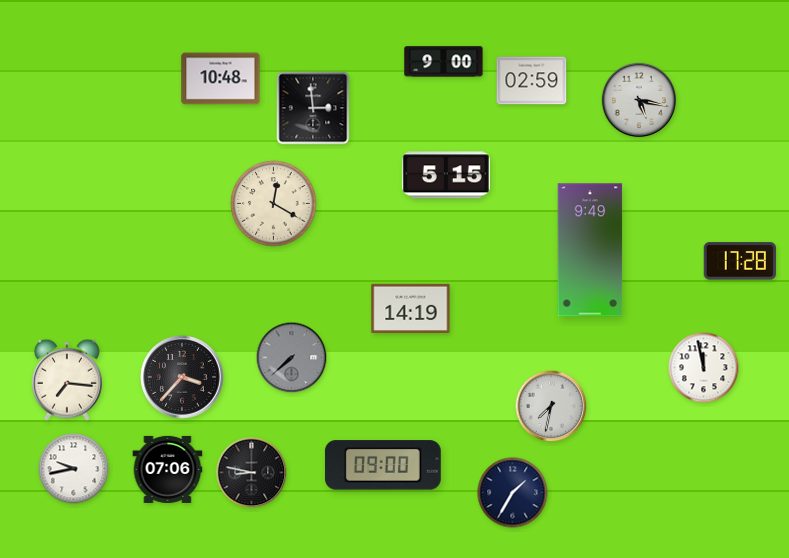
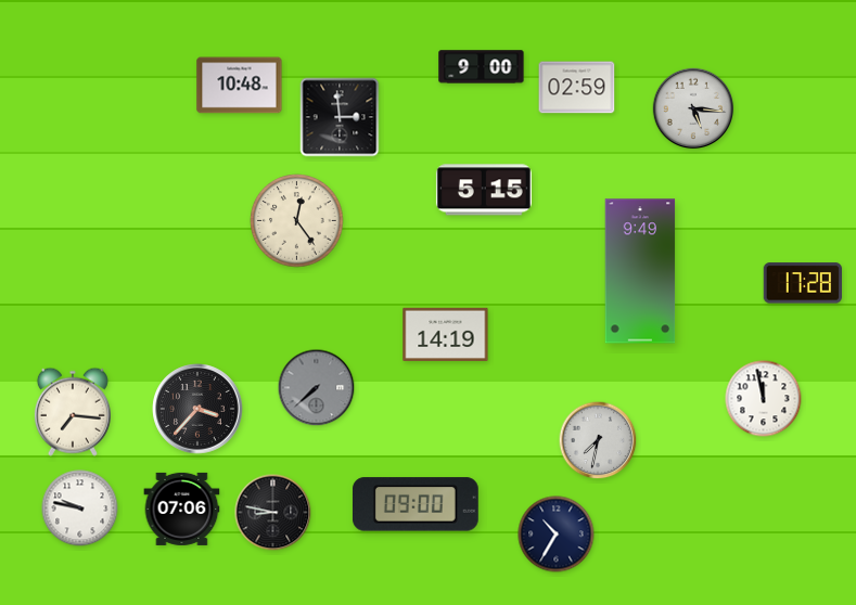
clock at (639, 100): 5:17 -> 5:16
clock at (274, 204): 12:20 -> 12:24
clock at (74, 469): 9:43 -> 9:47
clock at (513, 493): 1:35 -> 10:35
